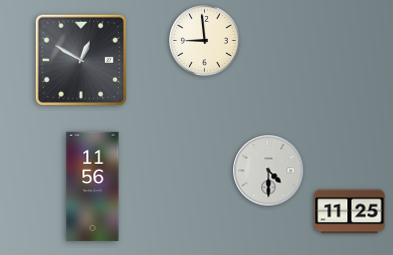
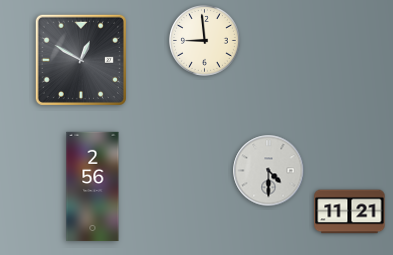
clock at (93, 187): 11:56 -> 2:56
clock at (350, 212): 11:25 -> 11:21
